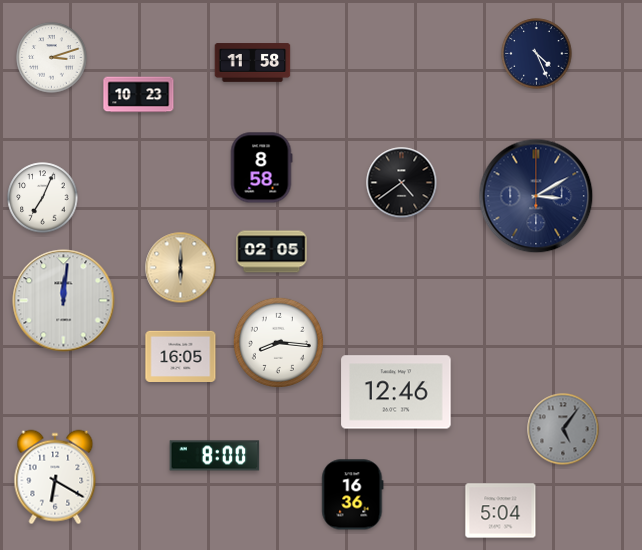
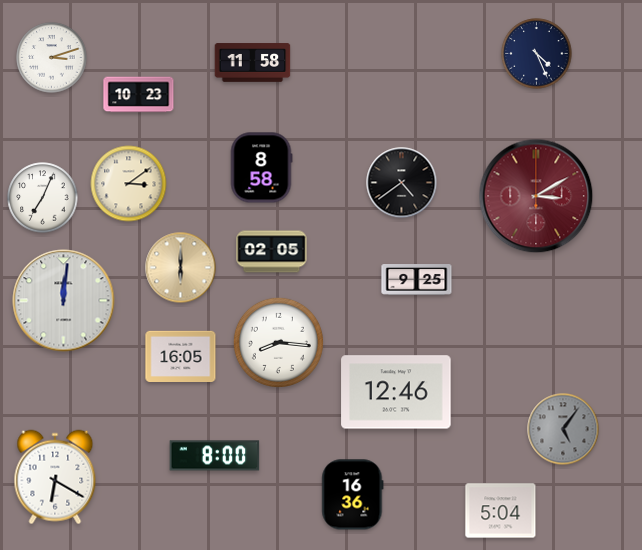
clock at (129, 184): none -> 3:09
clock at (536, 196) dial: navy -> burgundy
clock at (417, 280): none -> 9:25
